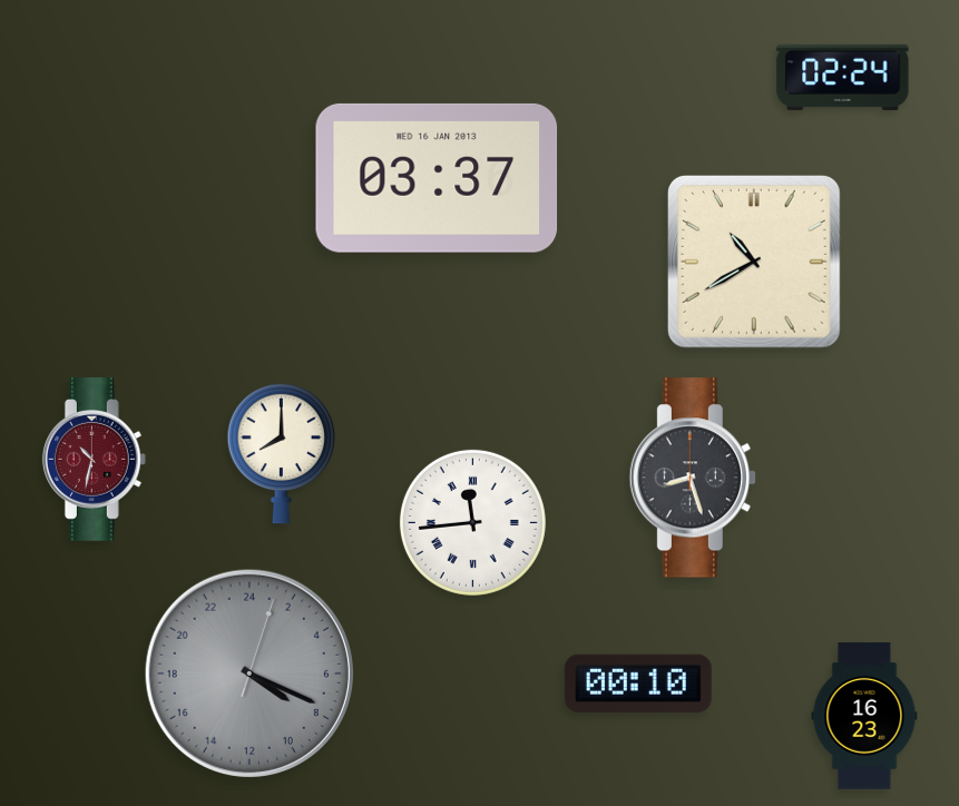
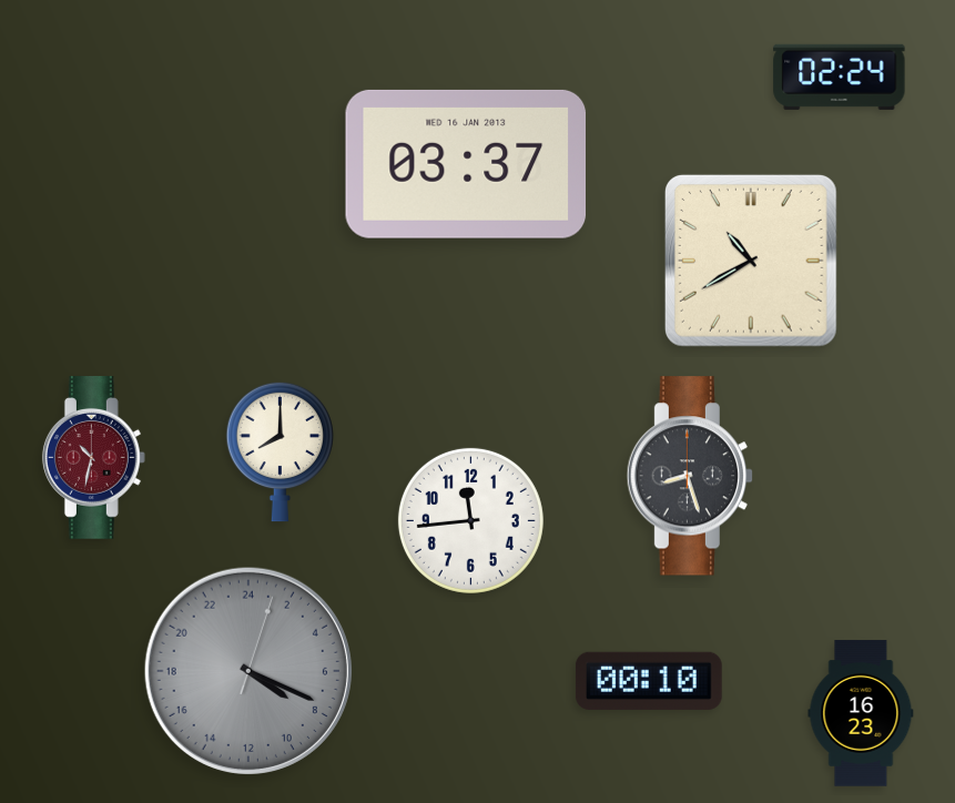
clock at (437, 178) position: (437, 178) -> (466, 164)
clock at (472, 522) numerals: Roman -> Arabic
clock at (638, 684) position: (638, 684) -> (649, 681)
